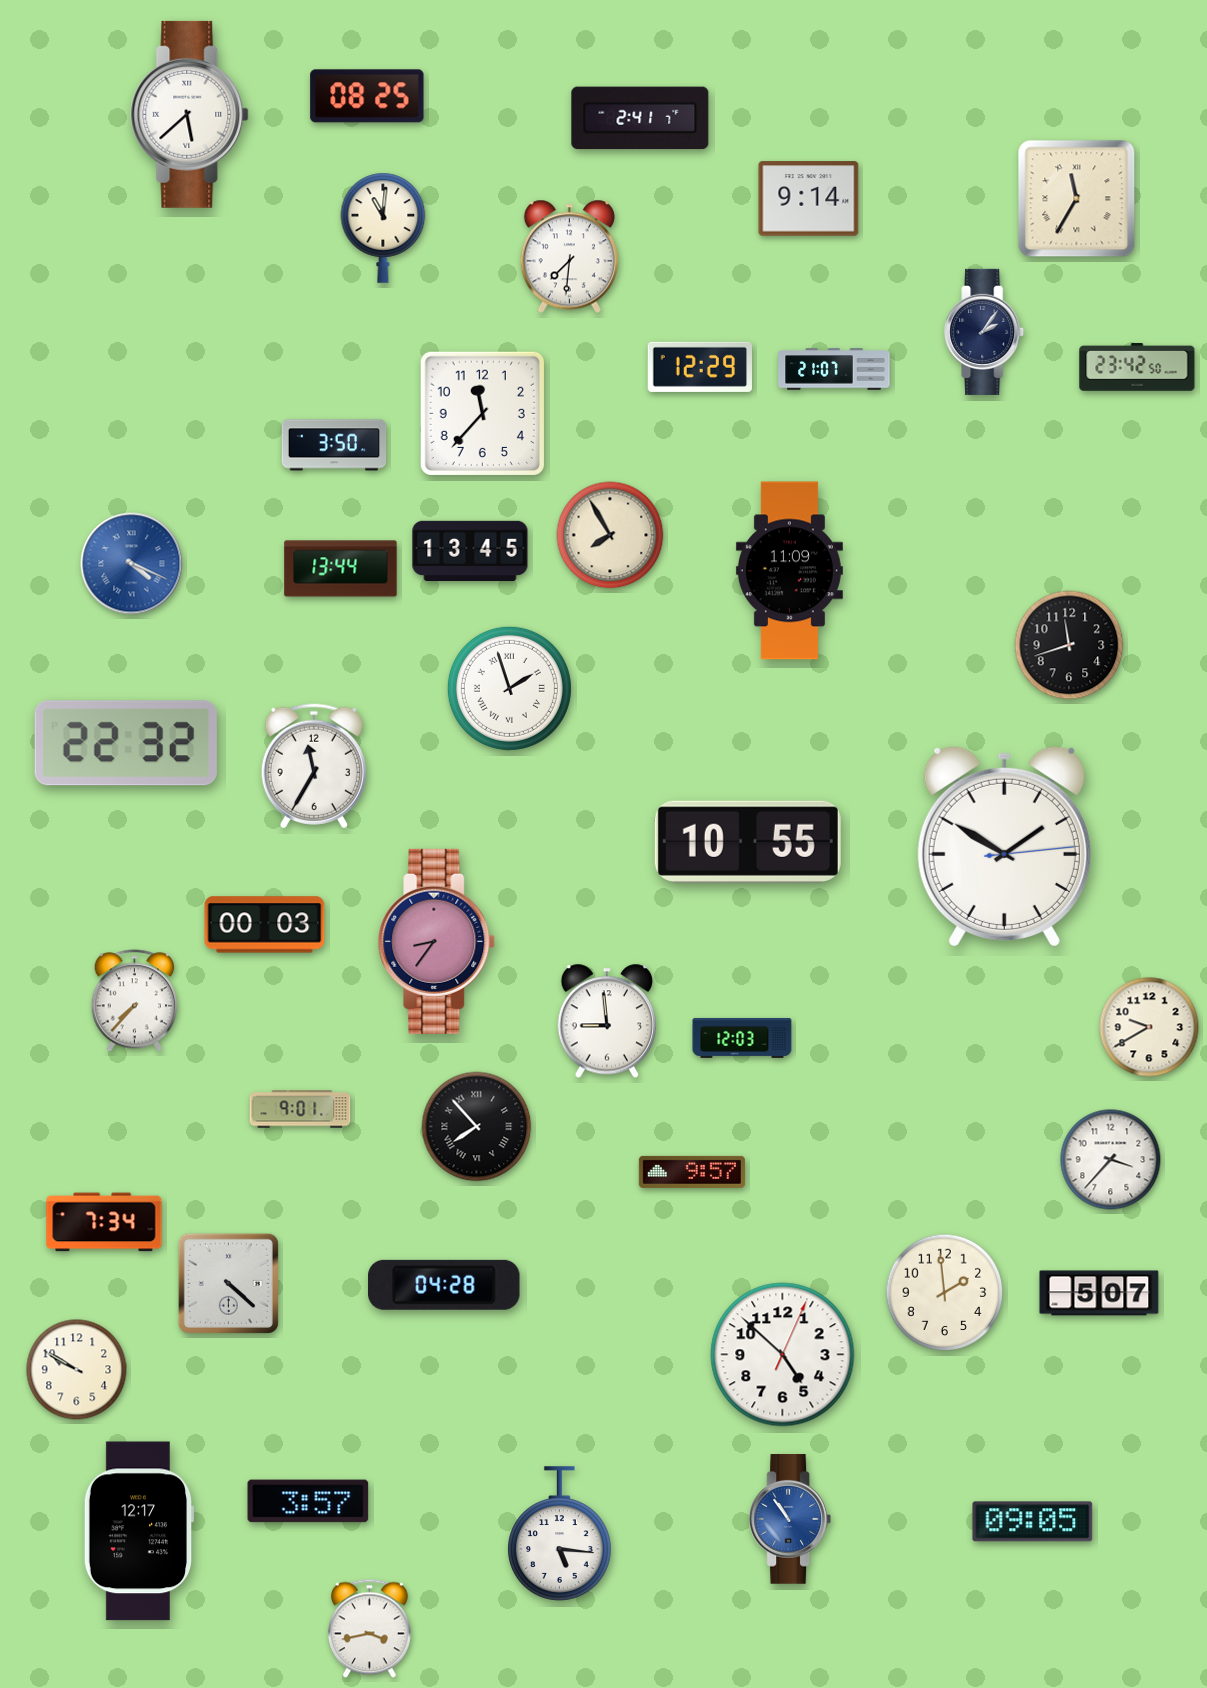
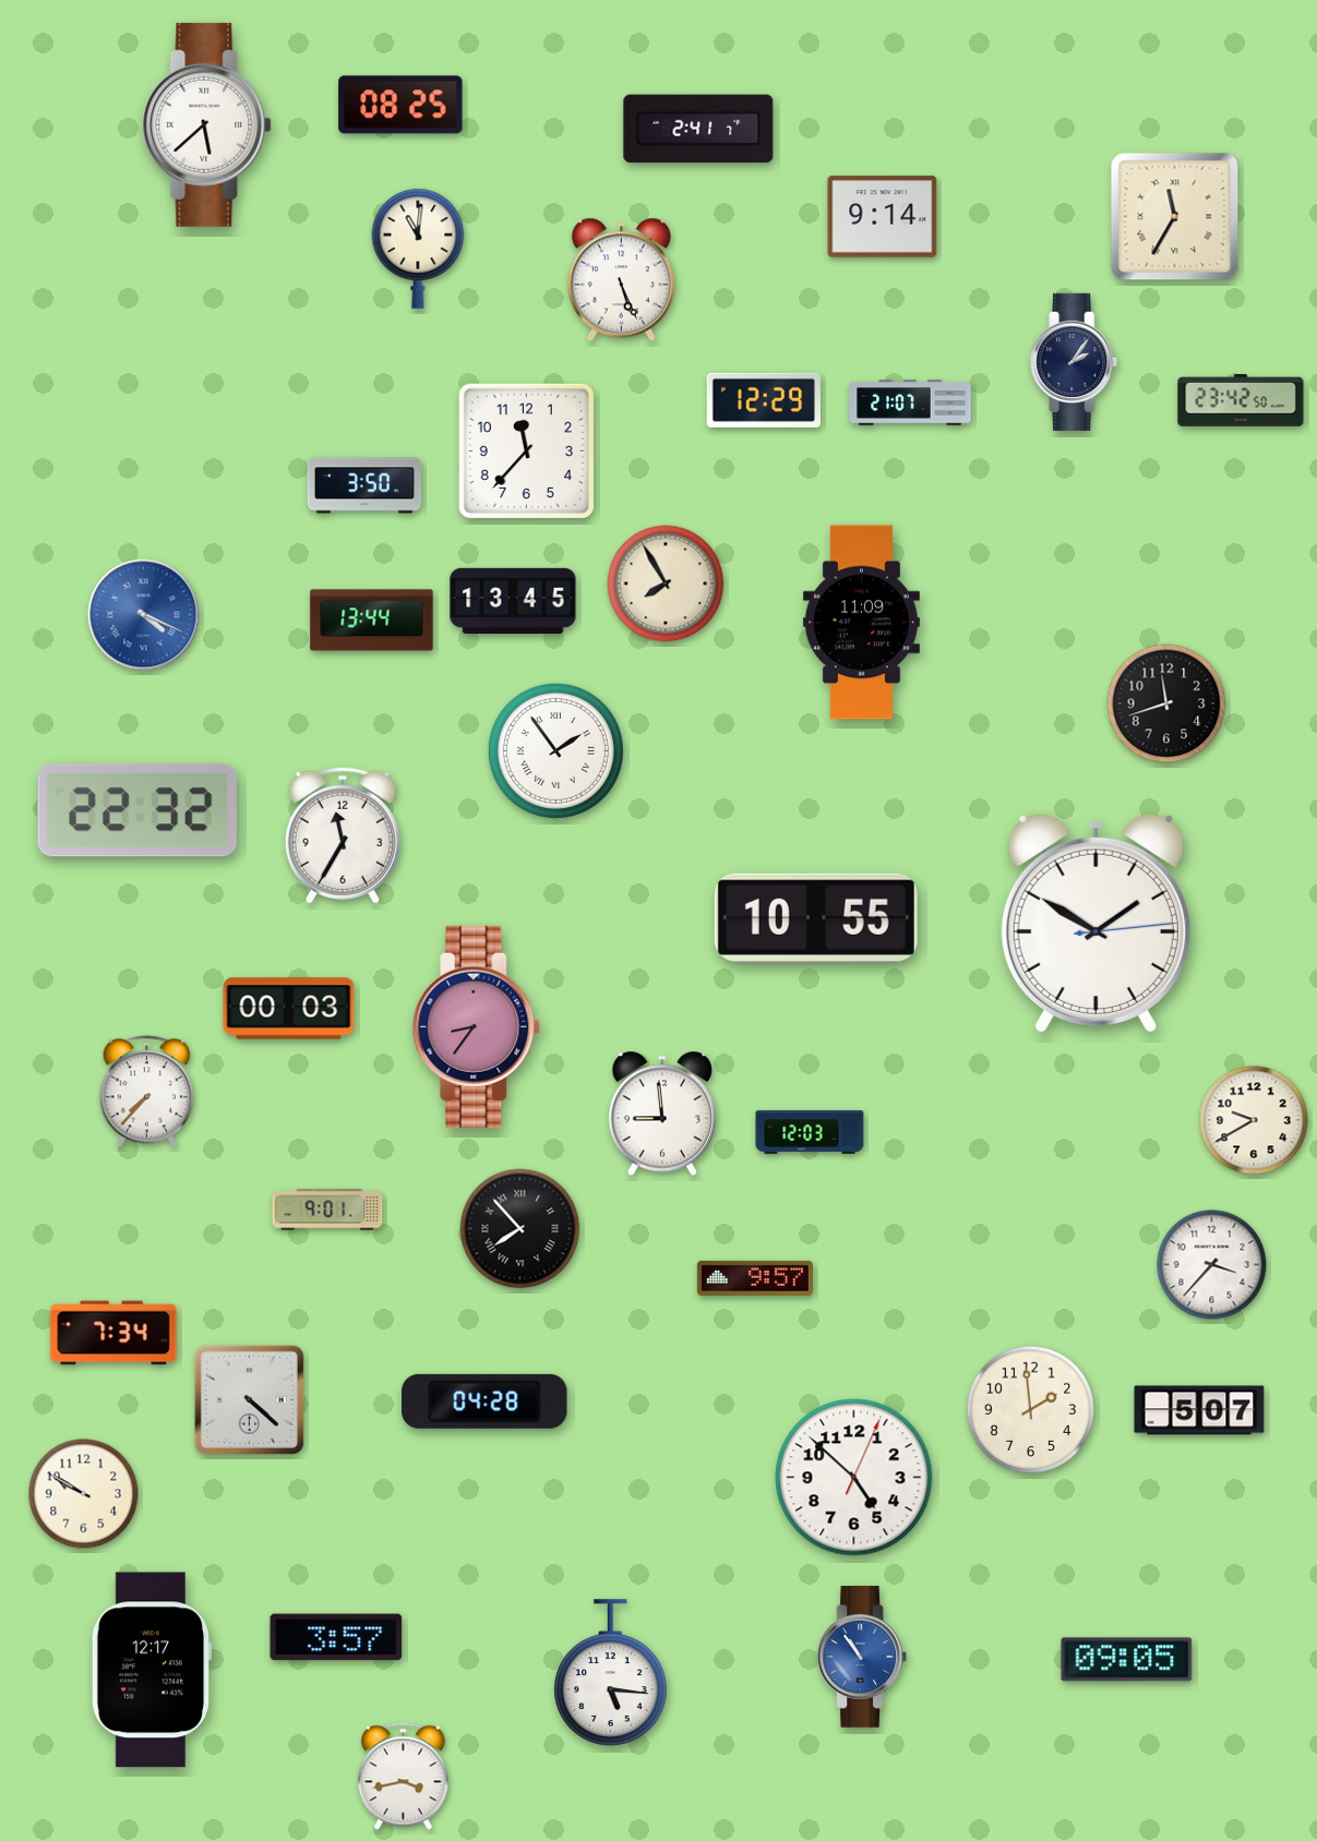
clock at (569, 257): 7:31 -> 5:26
clock at (509, 688): 1:57 -> 1:54
